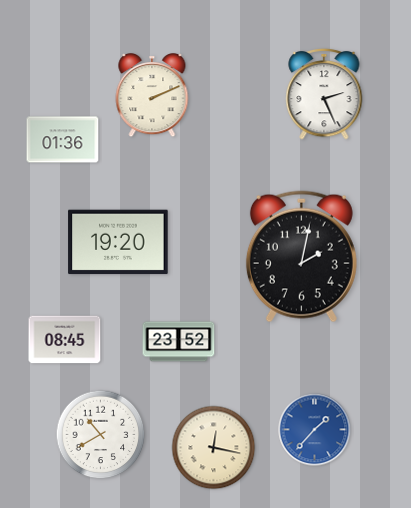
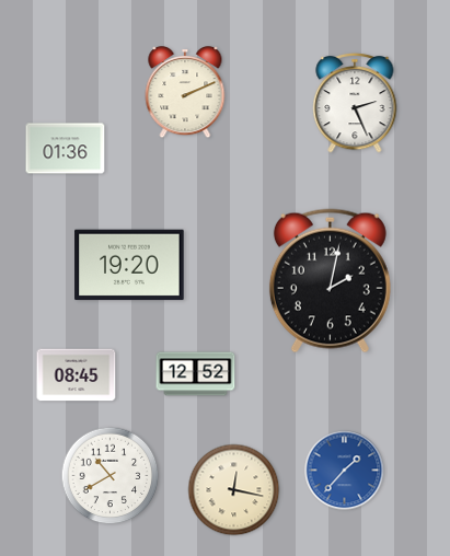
clock at (152, 96) position: (152, 96) -> (185, 93)
clock at (63, 140) position: (63, 140) -> (66, 149)
clock at (65, 340) position: (65, 340) -> (77, 375)
clock at (179, 342): 23:52 -> 12:52
